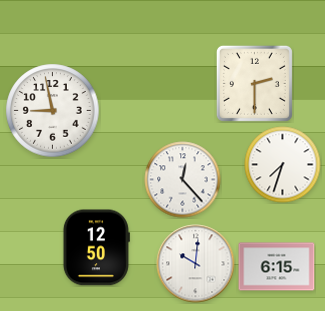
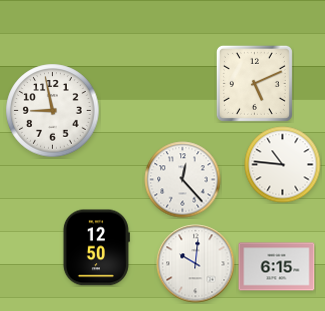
clock at (254, 83): 2:30 -> 5:11
clock at (283, 165): 7:33 -> 10:46
